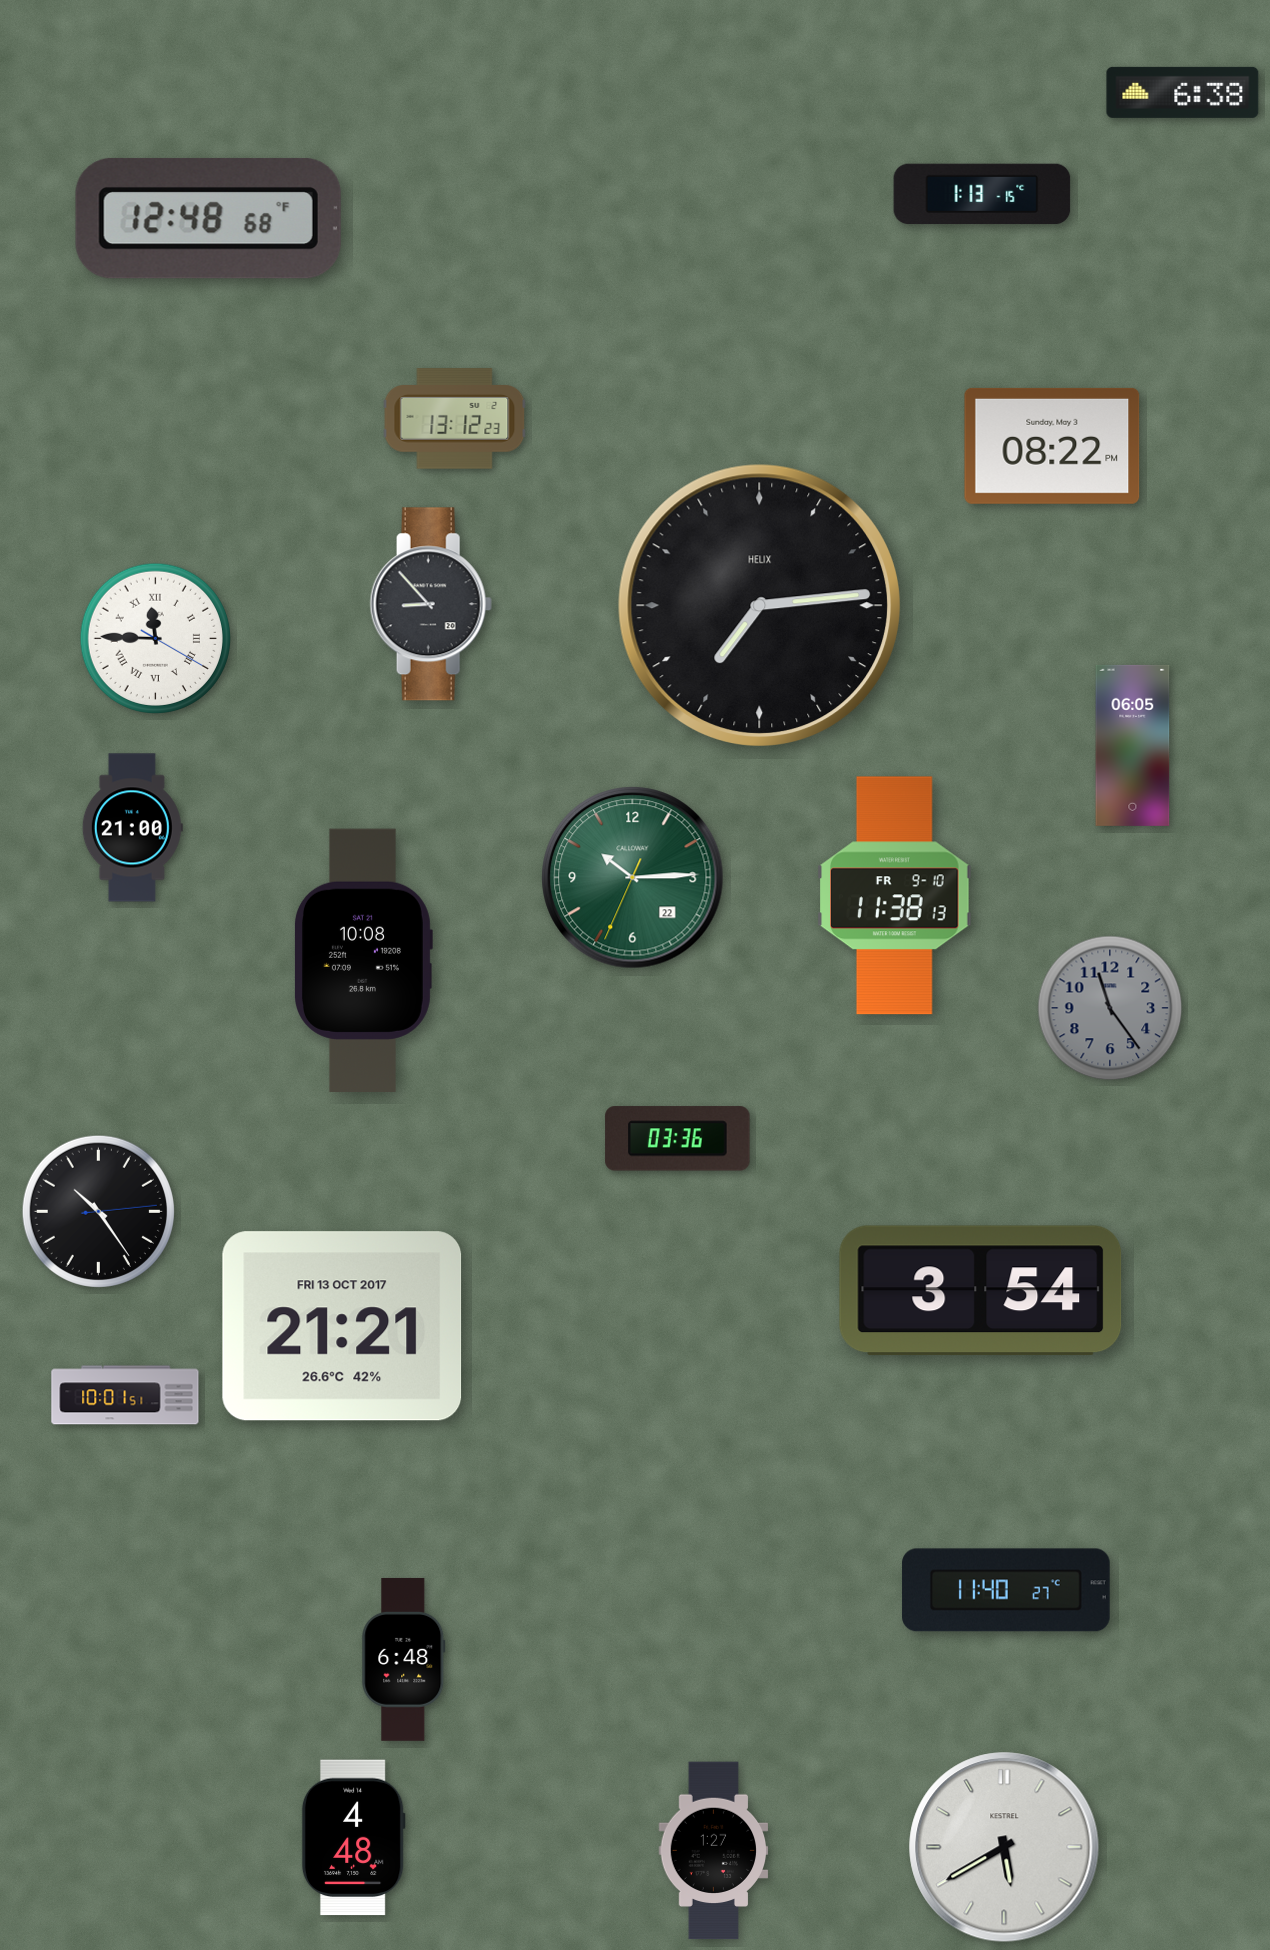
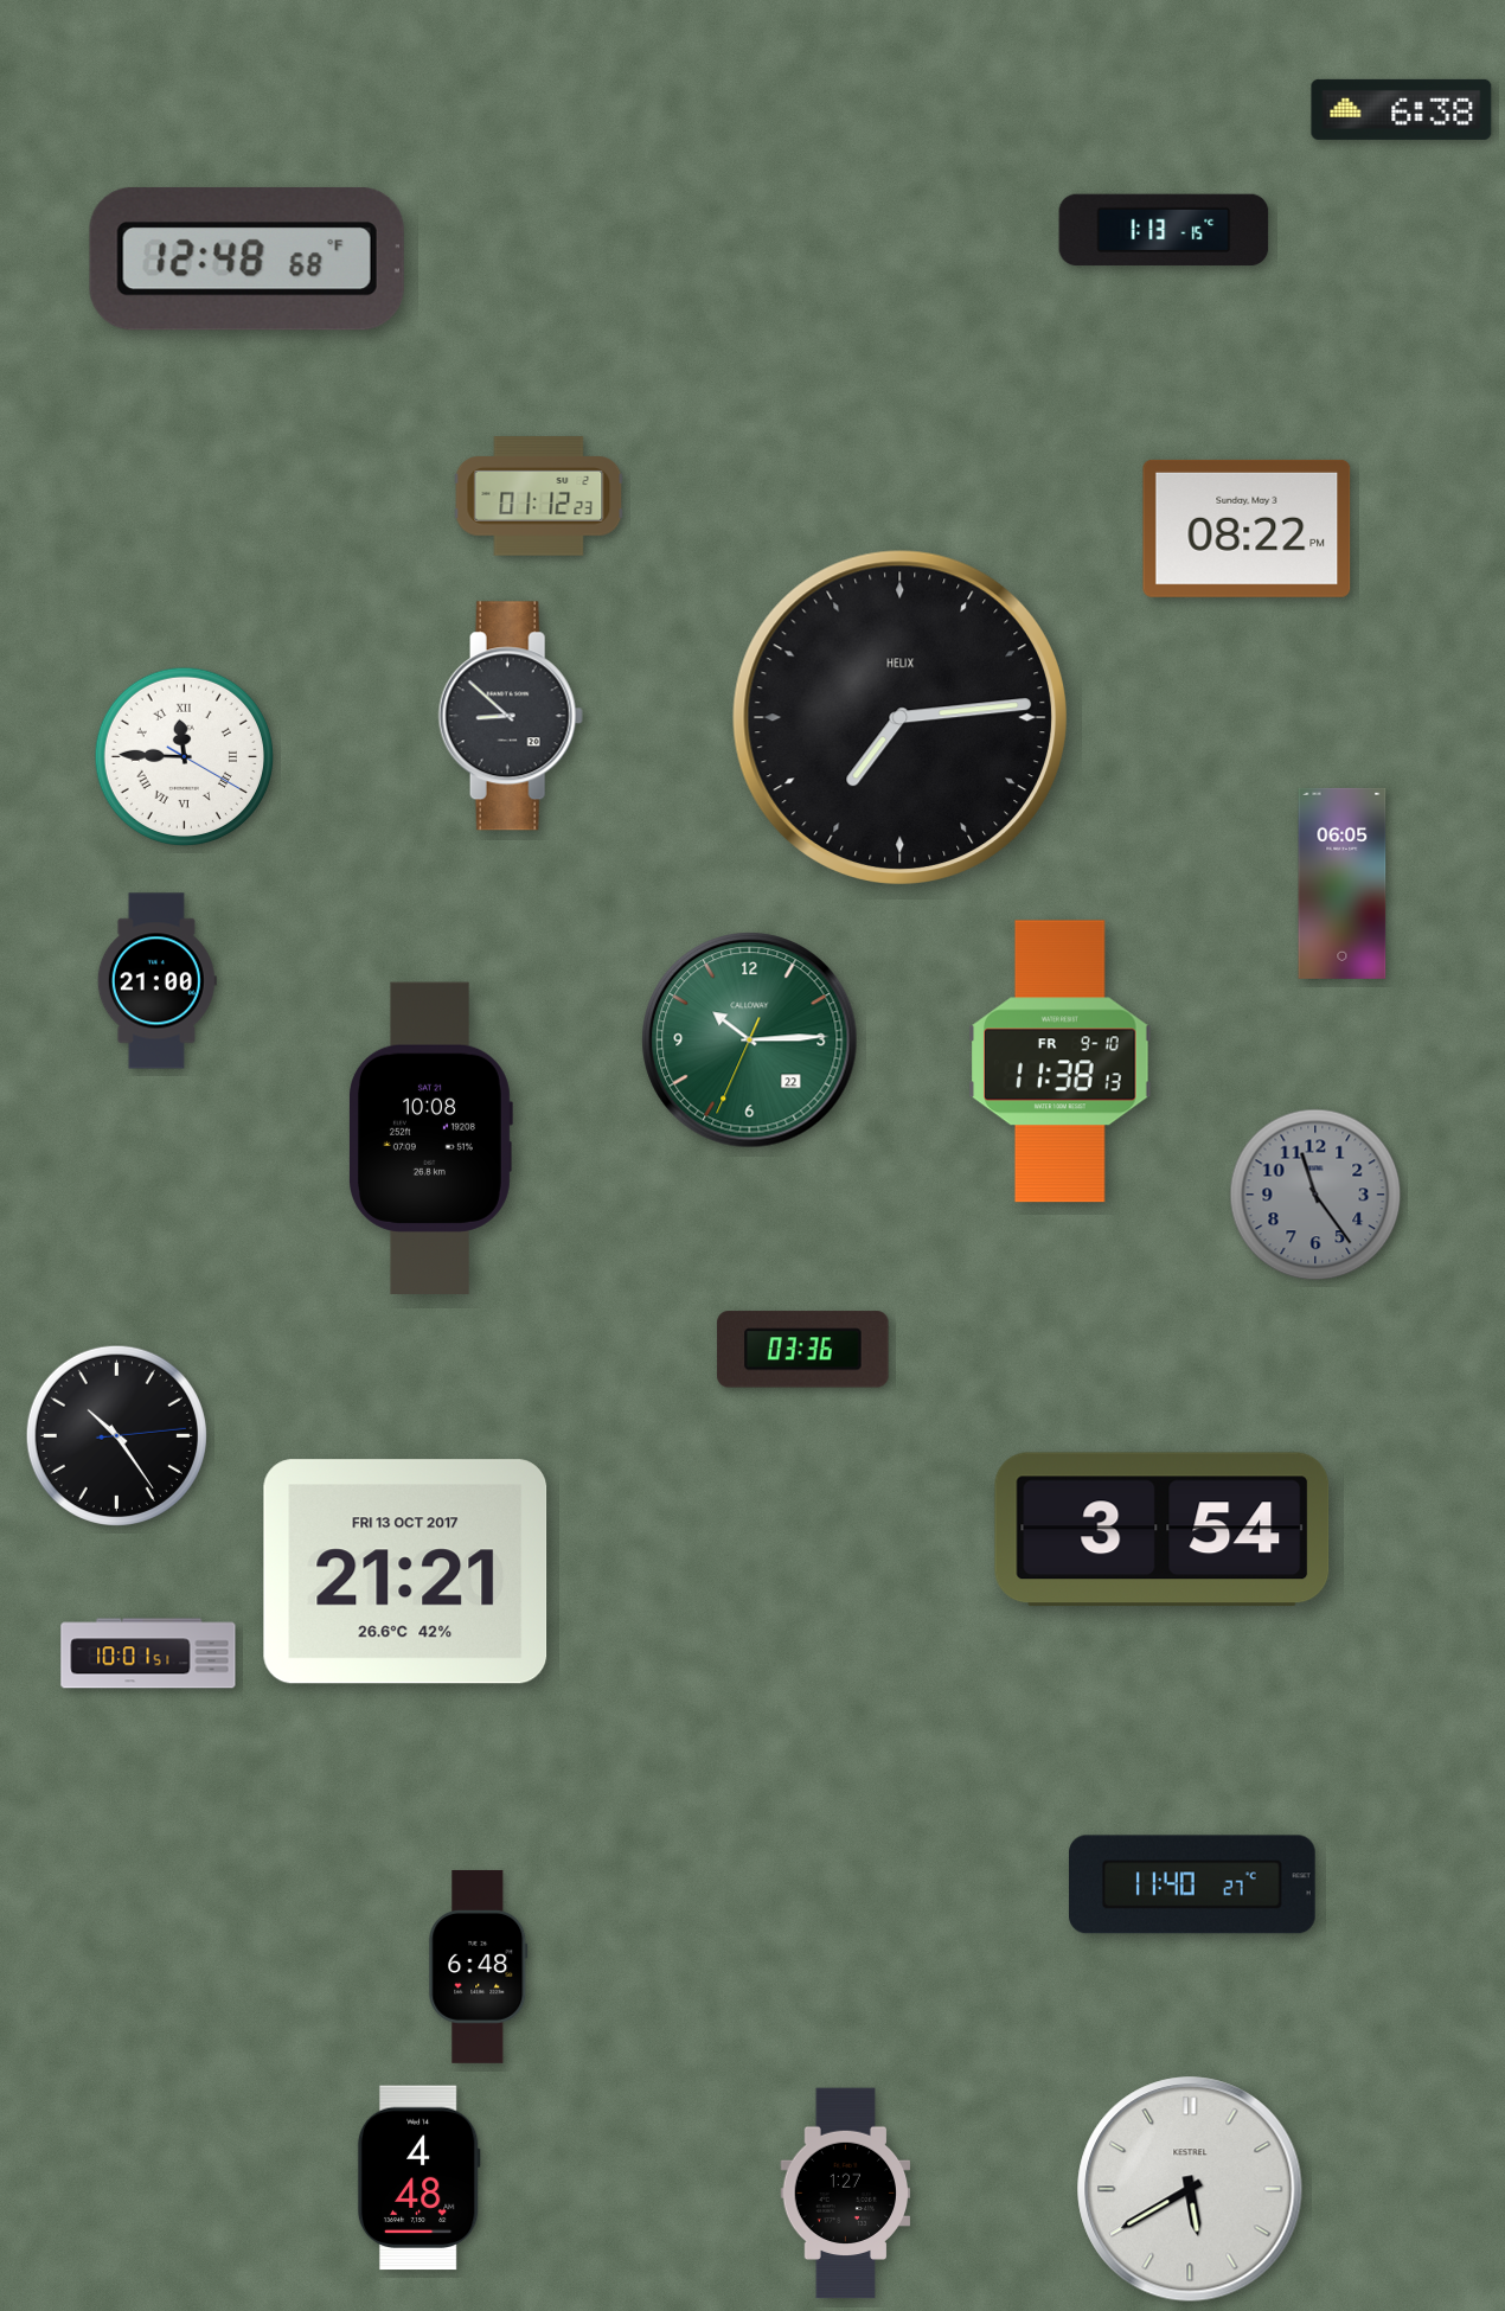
clock at (455, 419): 13:12 -> 01:12
clock at (431, 604): 8:53 -> 8:52
